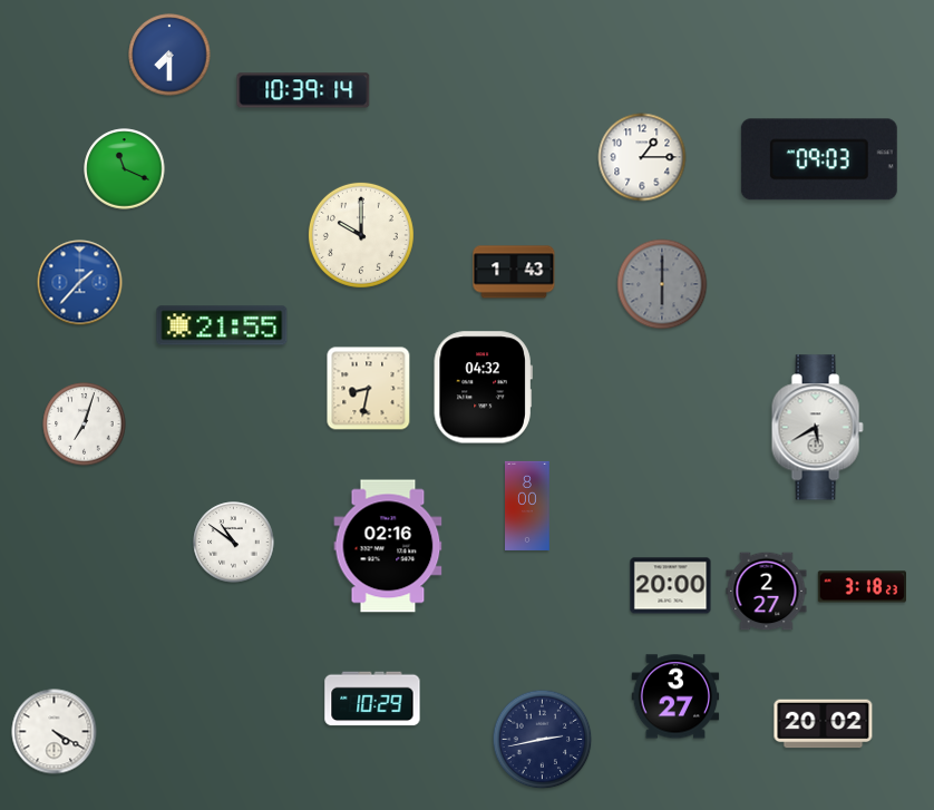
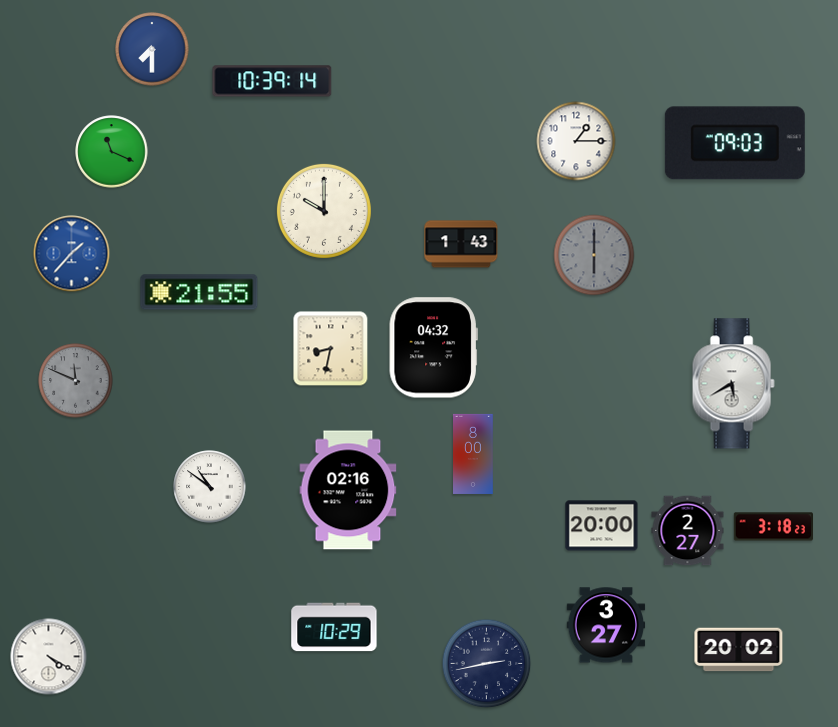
clock at (85, 424): 7:03 -> 11:49
clock at (85, 424) dial: white -> grey
